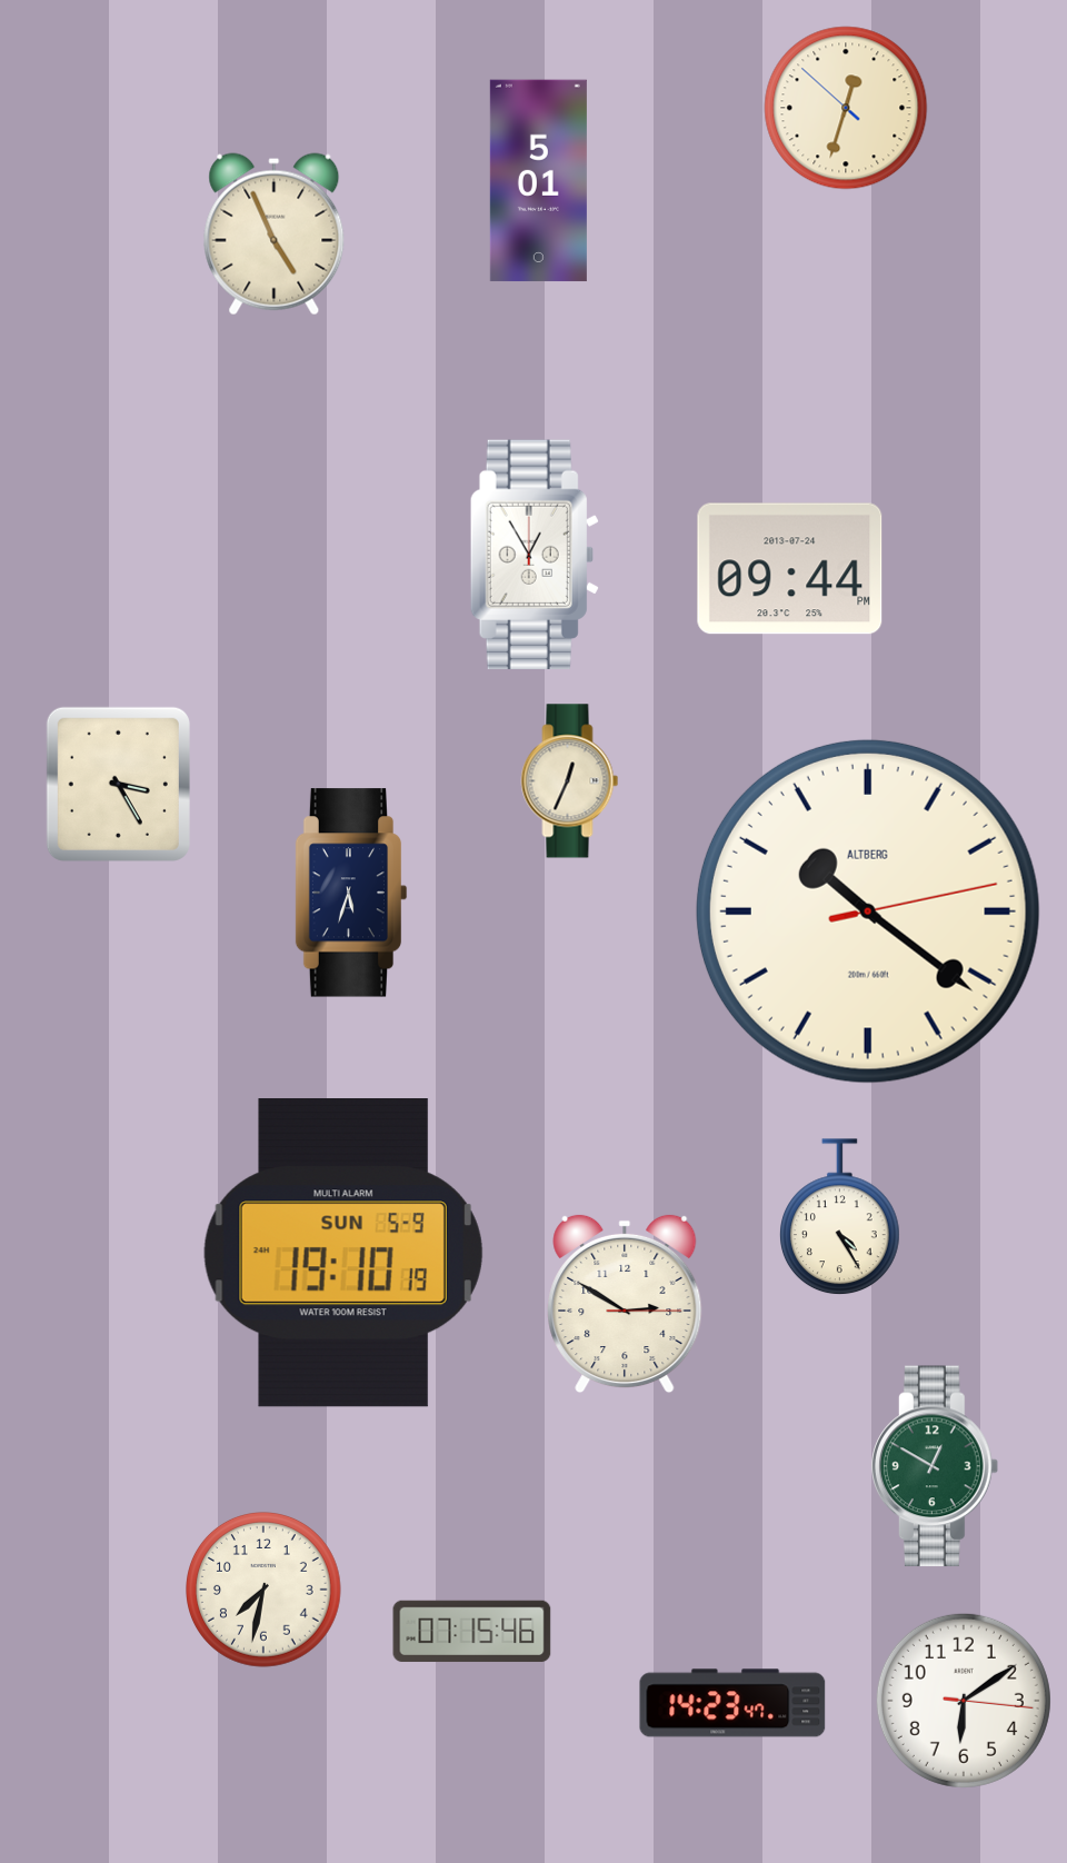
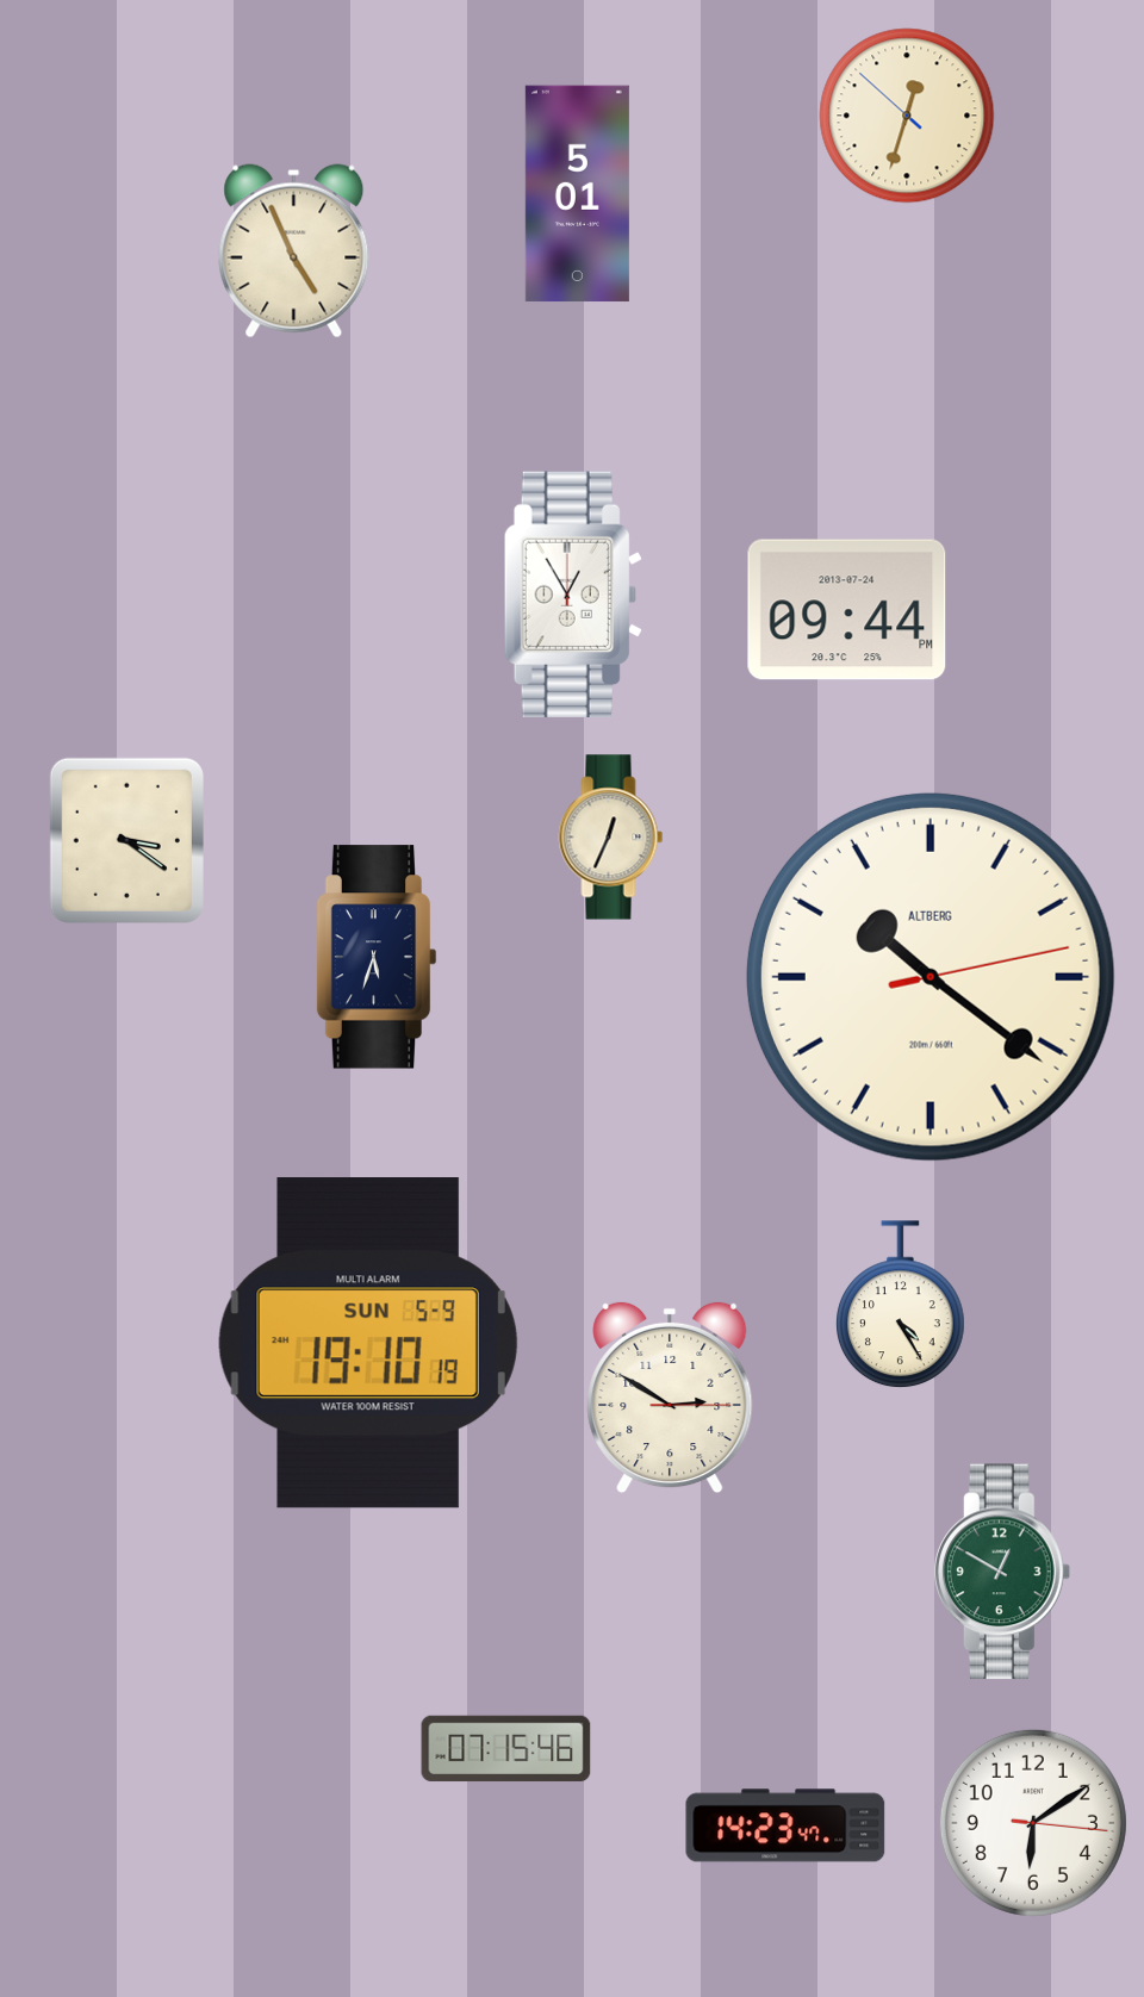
clock at (118, 784): 3:25 -> 3:21
clock at (265, 1591): 7:32 -> none
